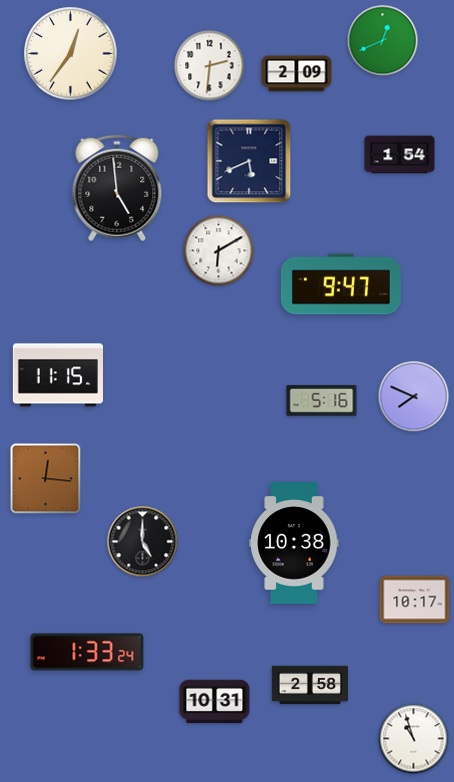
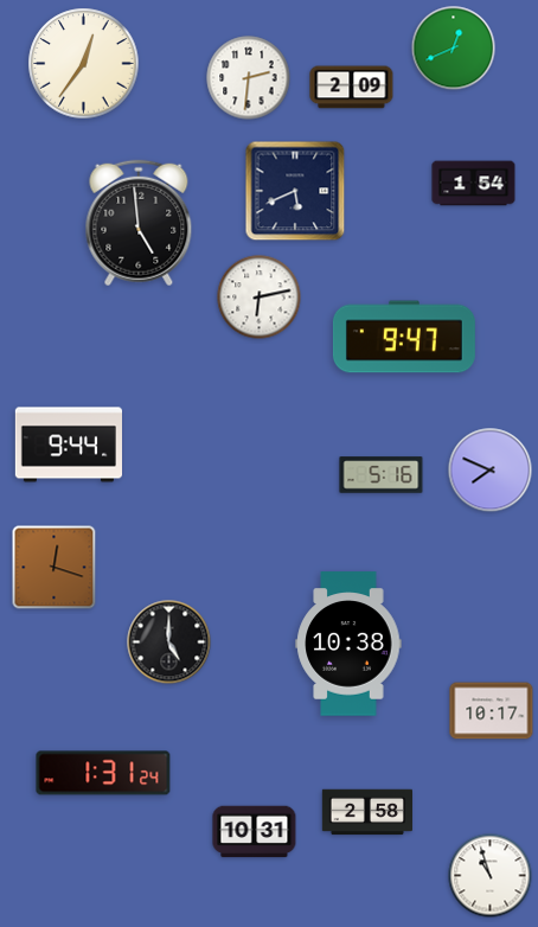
clock at (219, 251): 6:10 -> 6:13
clock at (57, 375): 11:15 -> 9:44
clock at (46, 479): 12:16 -> 12:18
clock at (87, 652): 1:33 -> 1:31
